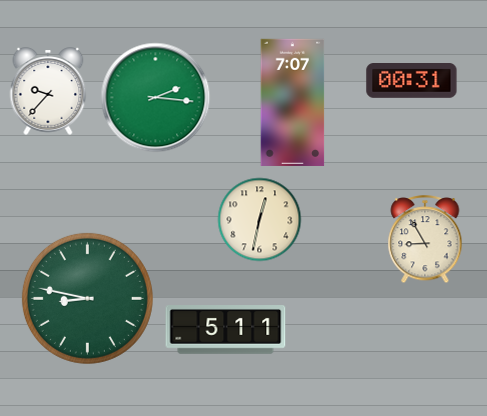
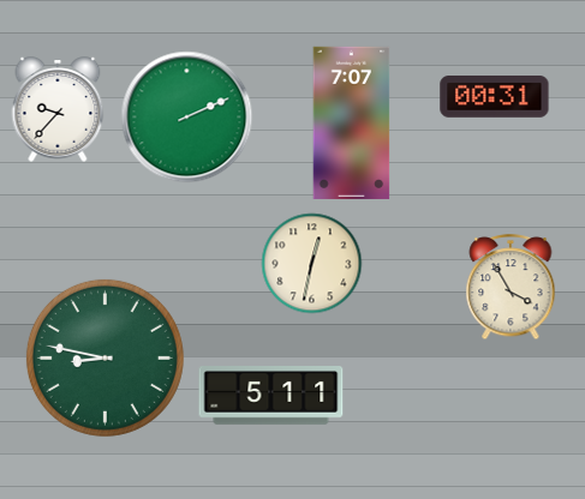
clock at (156, 98): 2:16 -> 2:11
clock at (425, 240): 8:55 -> 3:55
